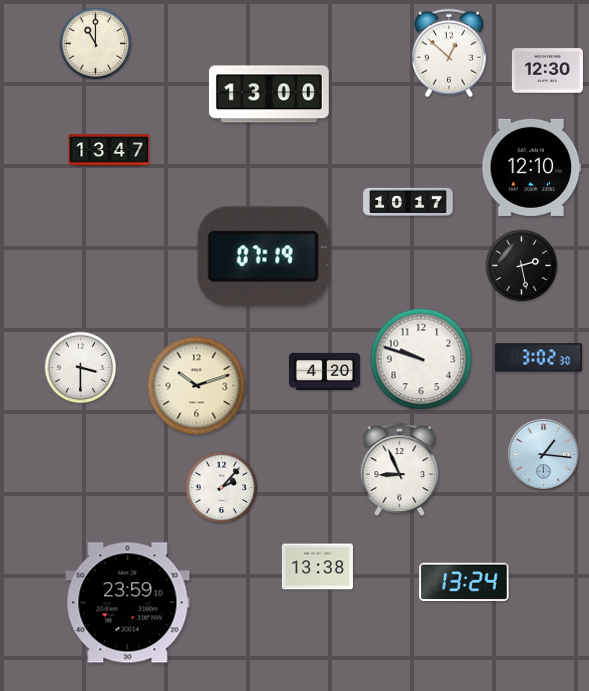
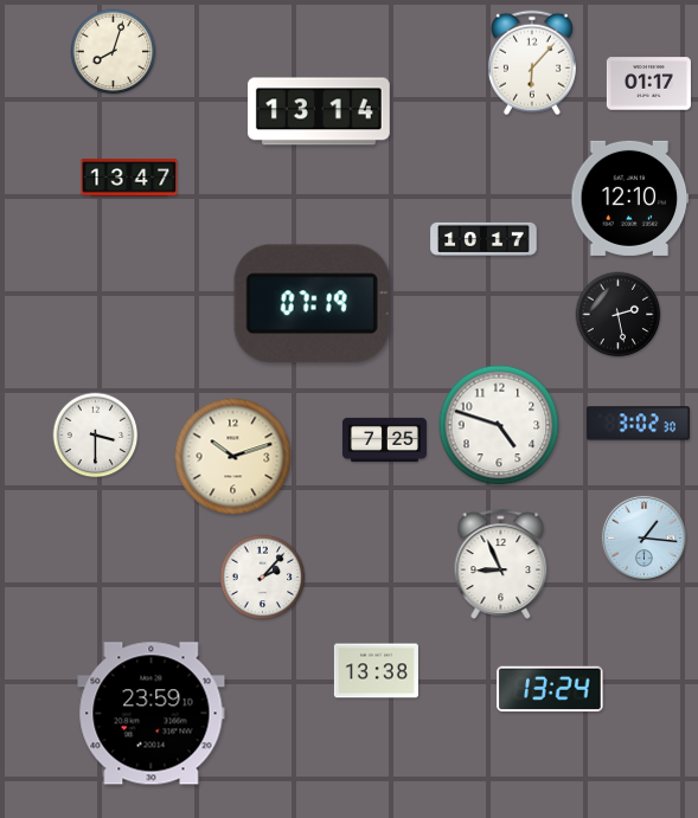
clock at (96, 44): 11:00 -> 8:03
clock at (449, 53): 12:52 -> 6:07
clock at (547, 71): 12:30 -> 01:17
clock at (269, 94): 13:00 -> 13:14
clock at (421, 359): 9:48 -> 4:48
clock at (324, 371): 4:20 -> 7:25
clock at (400, 469) position: (400, 469) -> (501, 563)
